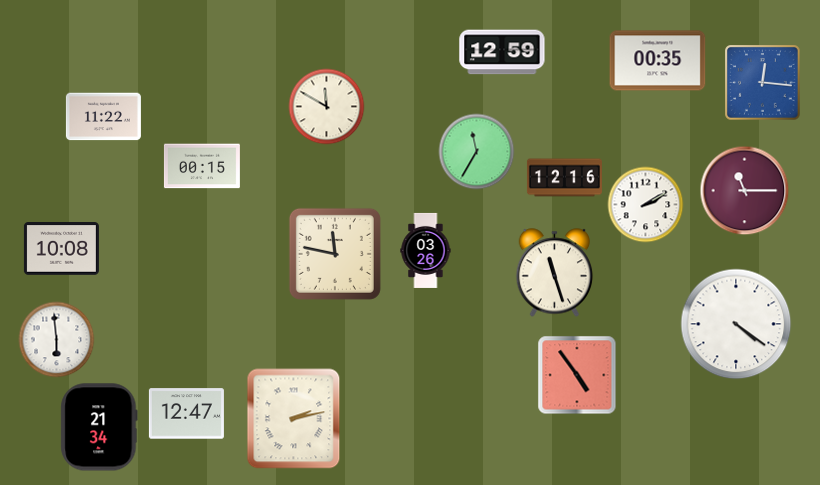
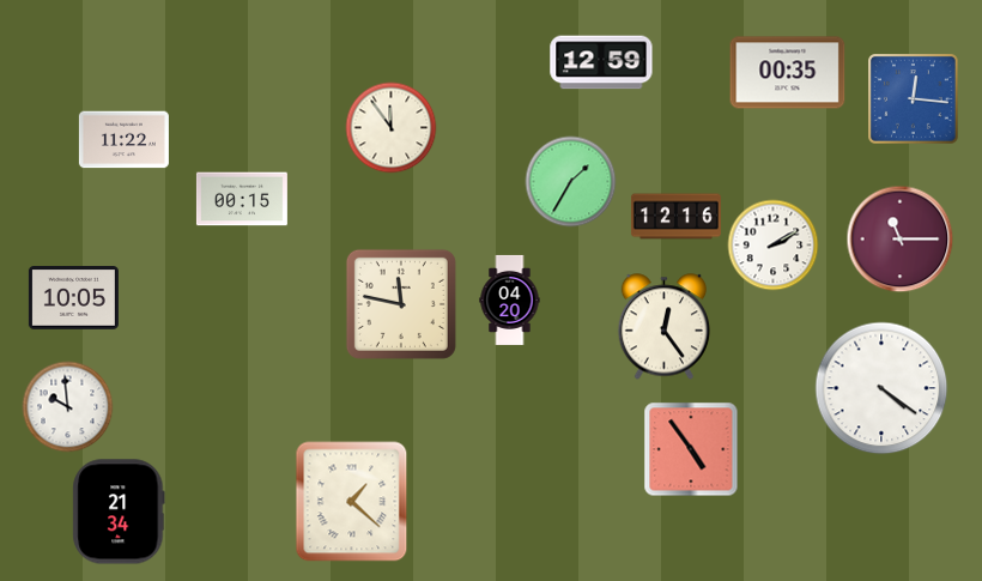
clock at (327, 107): 11:50 -> 11:54
clock at (477, 152): 11:35 -> 1:35
clock at (564, 178) position: (564, 178) -> (675, 217)
clock at (745, 191) position: (745, 191) -> (901, 240)
clock at (61, 249): 10:08 -> 10:05
clock at (426, 250): 03:26 -> 04:20
clock at (555, 273): 11:27 -> 12:24
clock at (57, 340): 5:59 -> 9:59
clock at (186, 414): 12:47 -> none
clock at (294, 419): 2:13 -> 1:22
